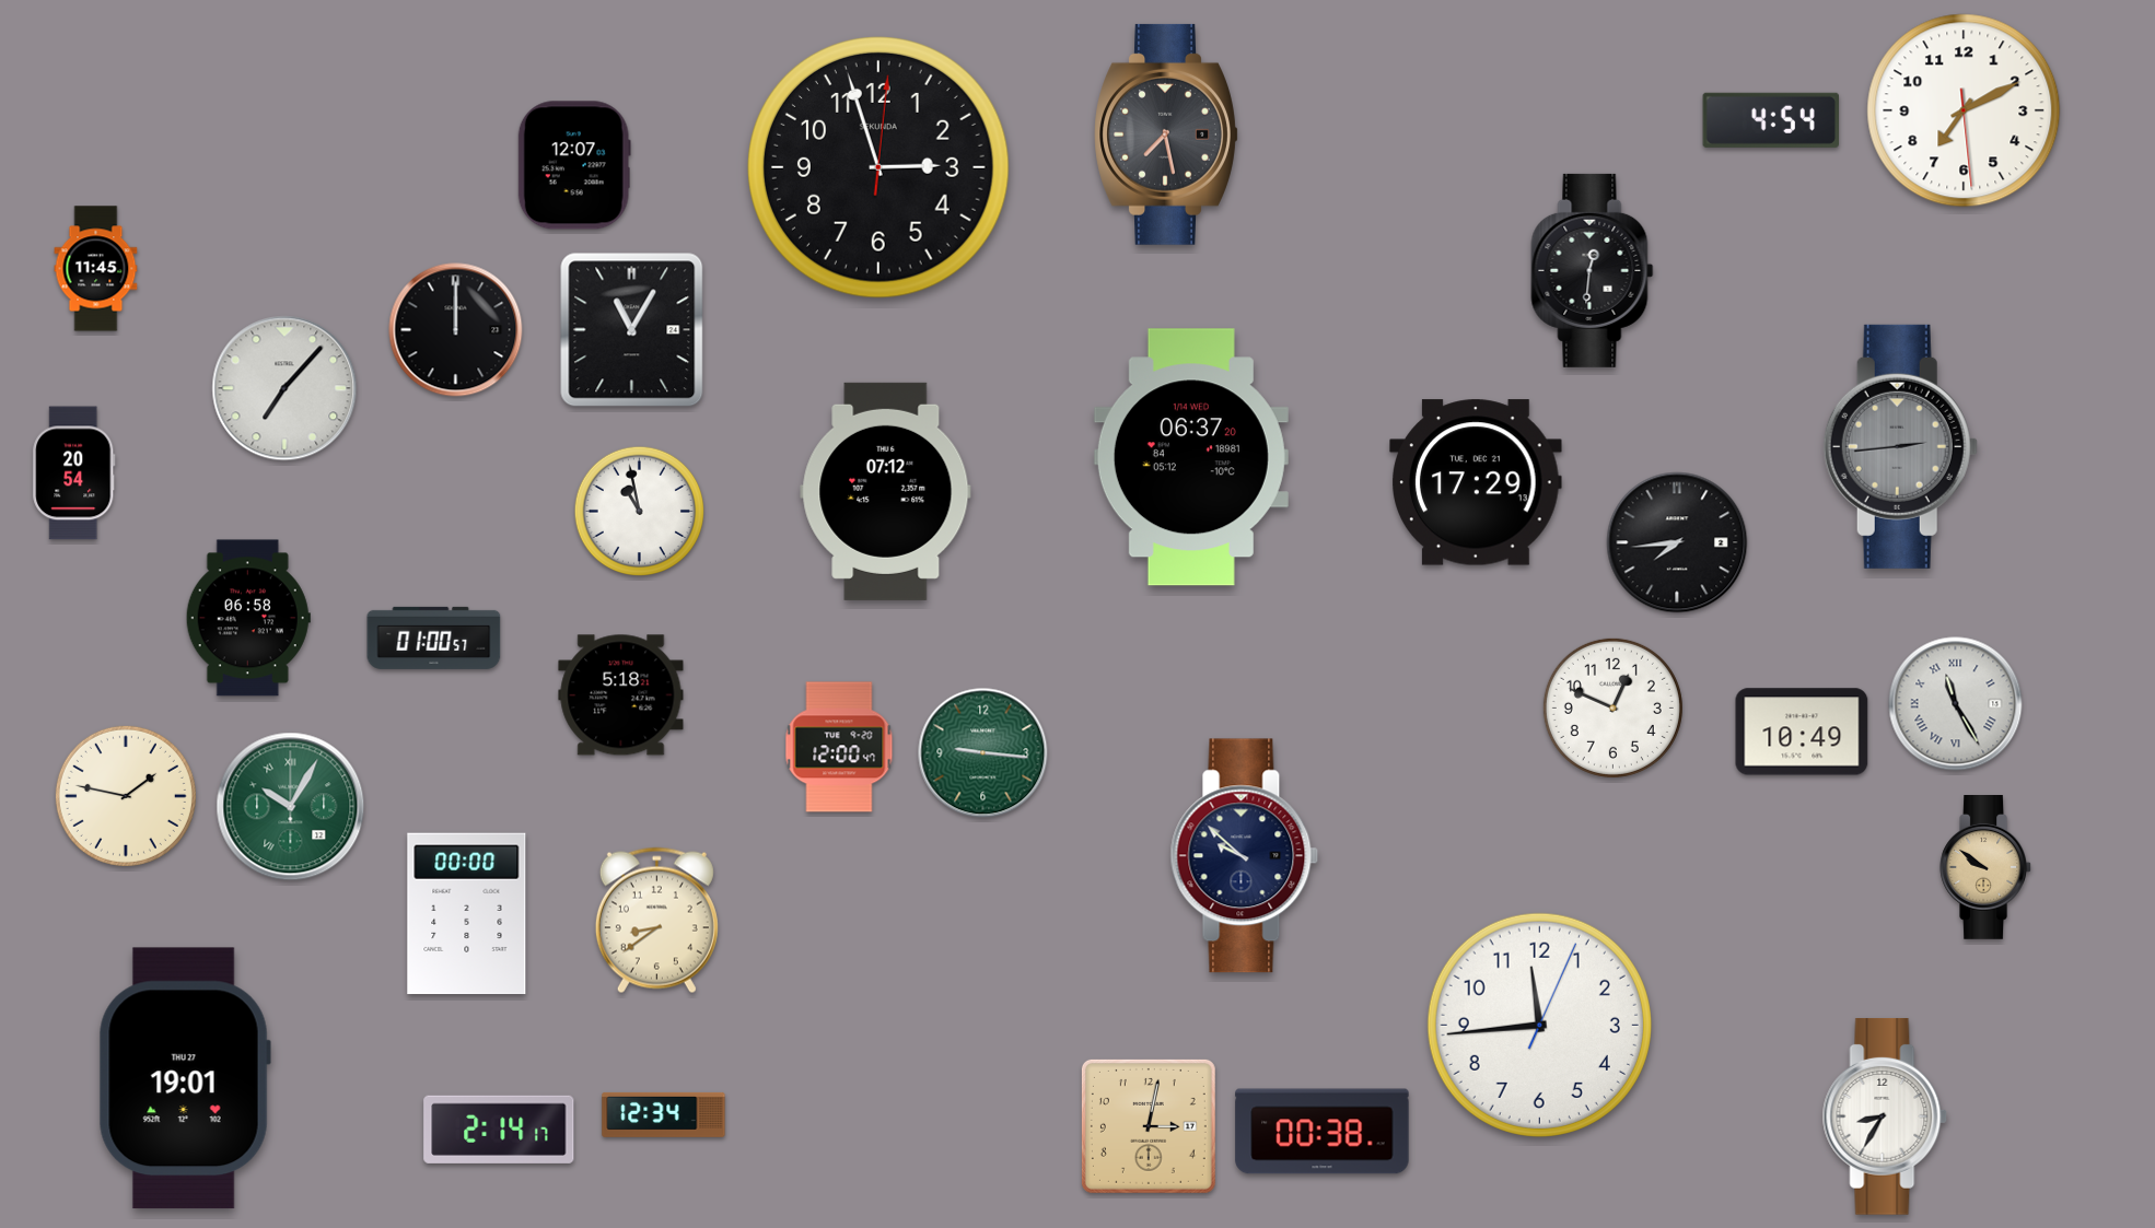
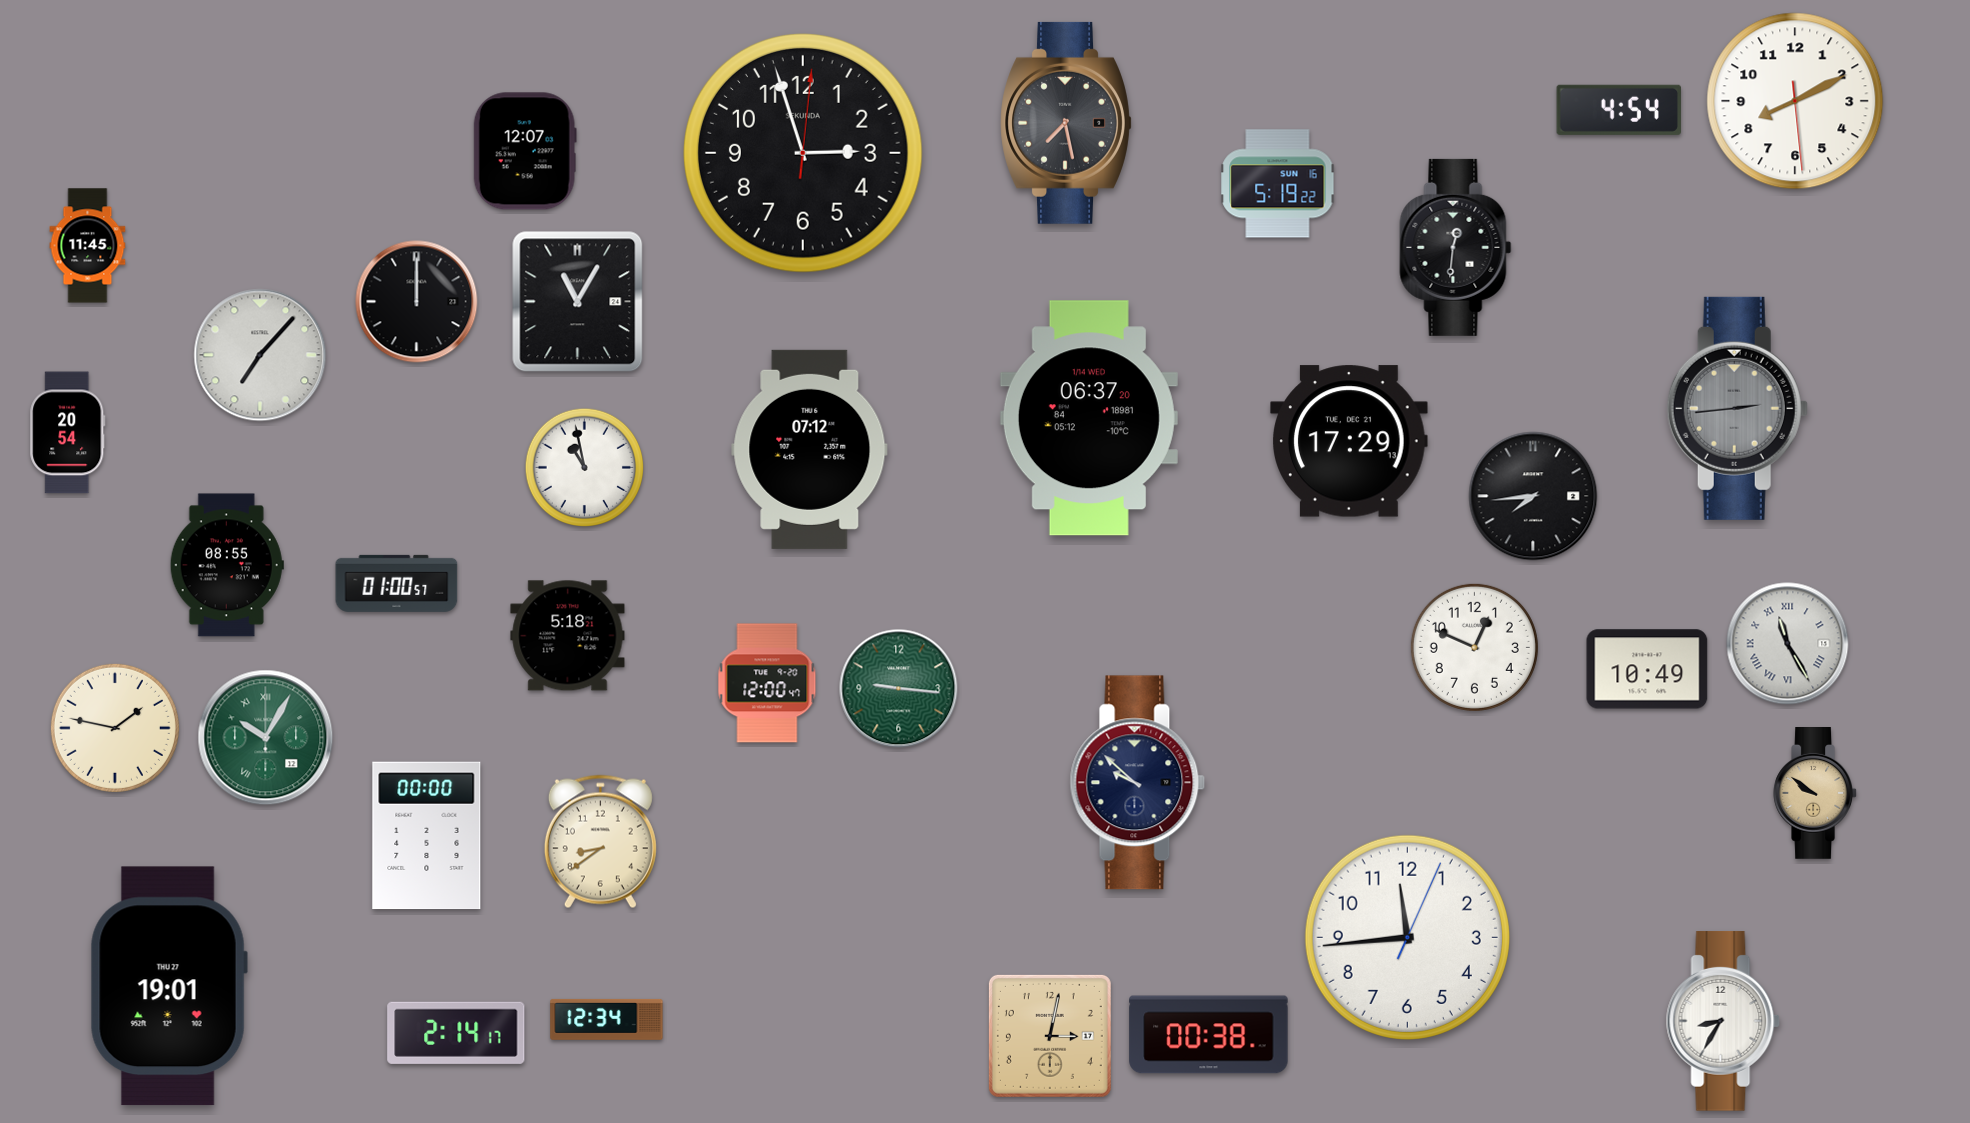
clock at (1964, 110): 7:10 -> 8:10
clock at (1278, 184): none -> 5:19
clock at (248, 618): 06:58 -> 08:55
clock at (1149, 1126) position: (1149, 1126) -> (1050, 1036)
